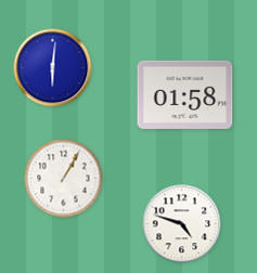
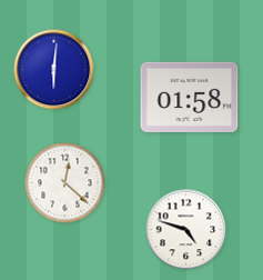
clock at (64, 179): 1:05 -> 12:22
